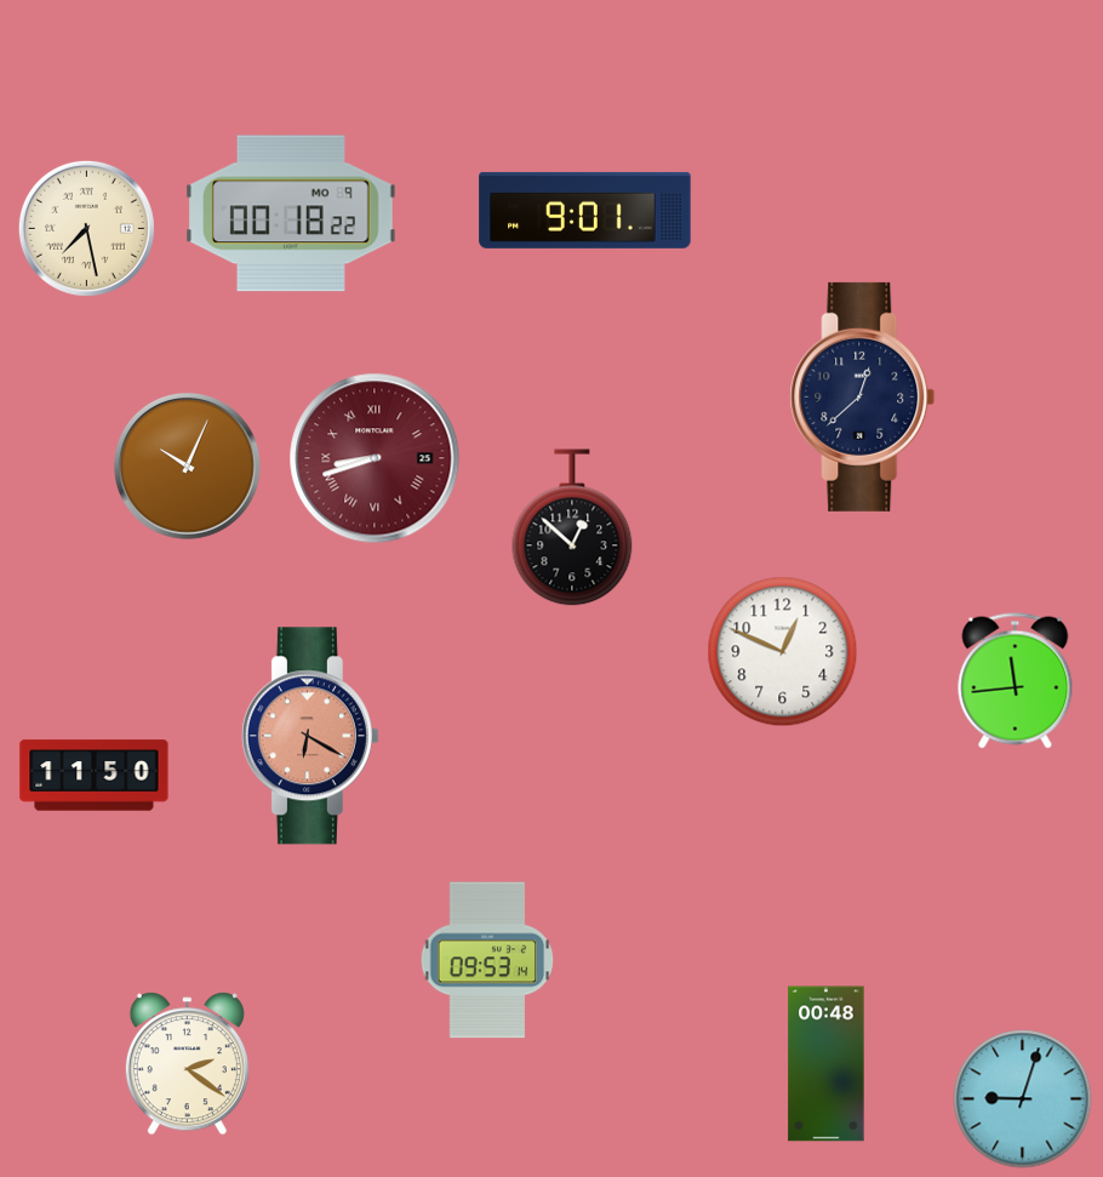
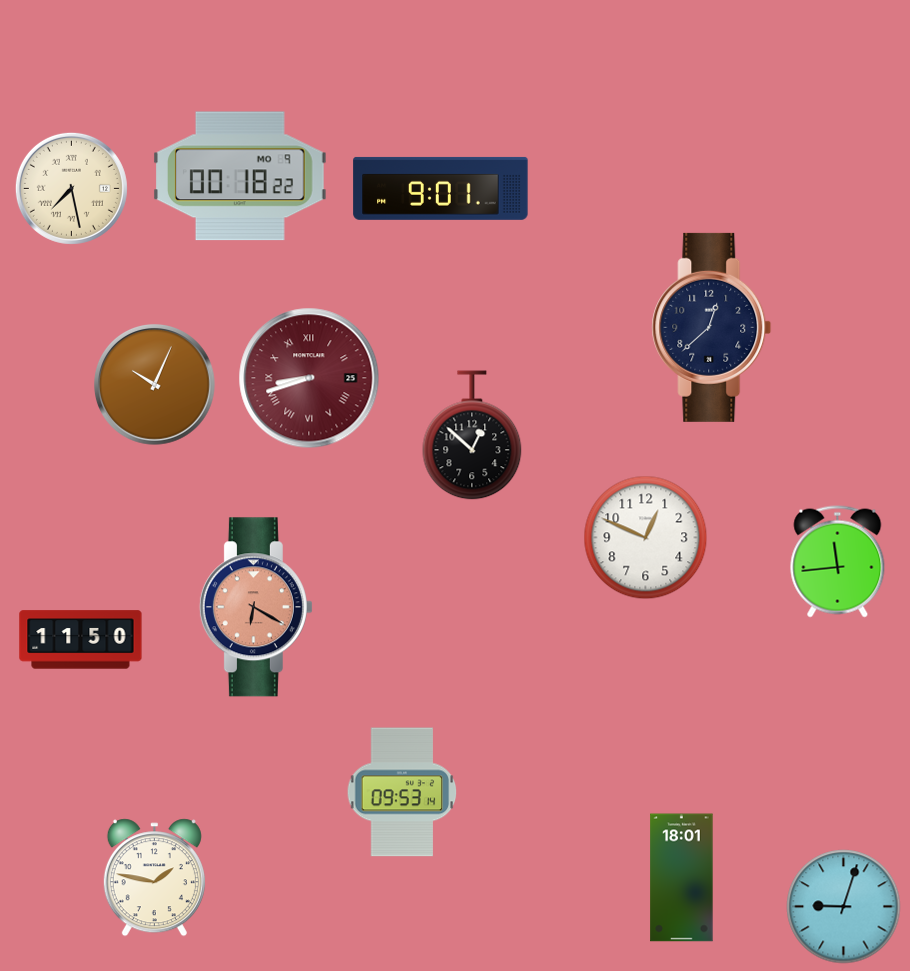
clock at (585, 210) position: (585, 210) -> (441, 188)
clock at (95, 776) position: (95, 776) -> (81, 640)
clock at (187, 1064): 2:21 -> 1:47
clock at (827, 1064): 00:48 -> 18:01
